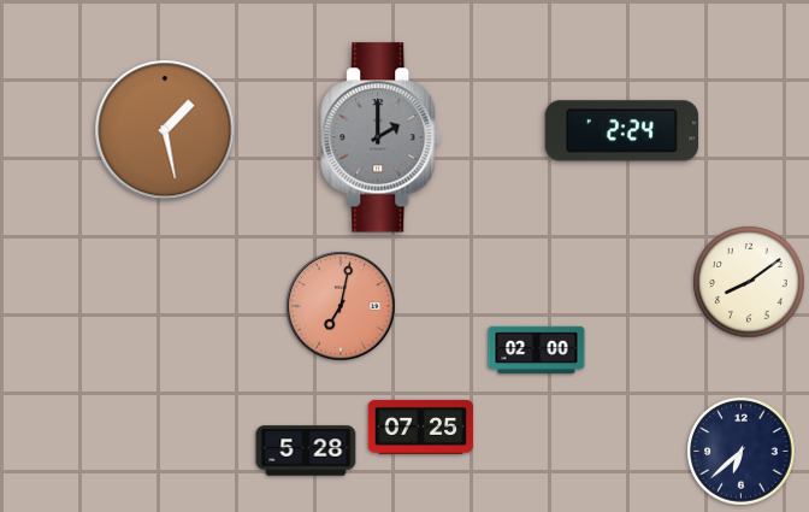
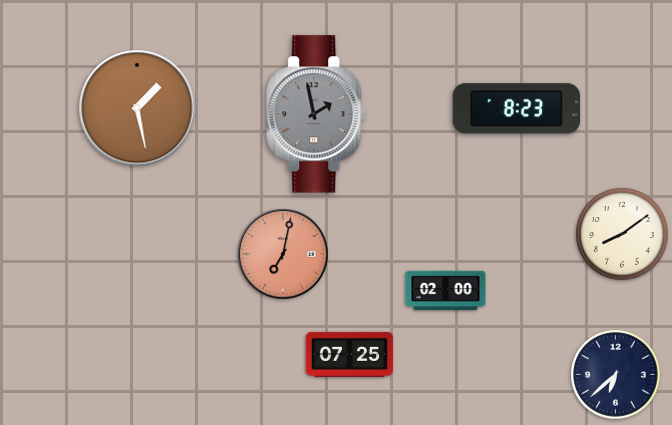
clock at (622, 131): 2:24 -> 8:23
clock at (382, 137): 2:00 -> 1:58
clock at (306, 451): 5:28 -> none
